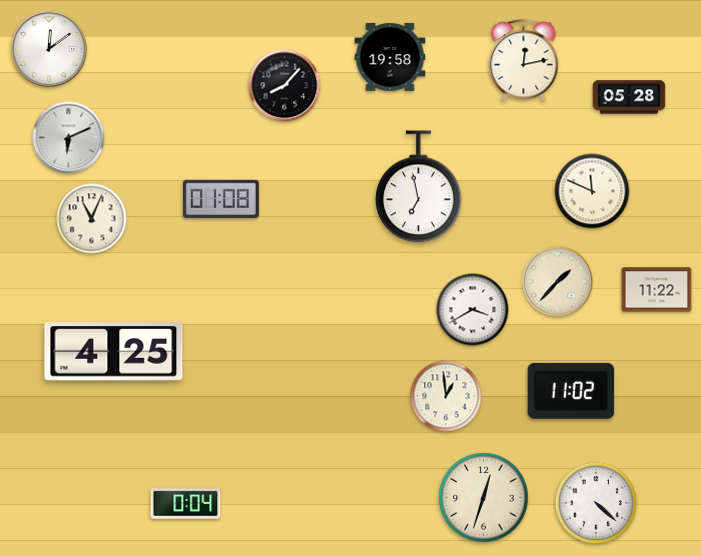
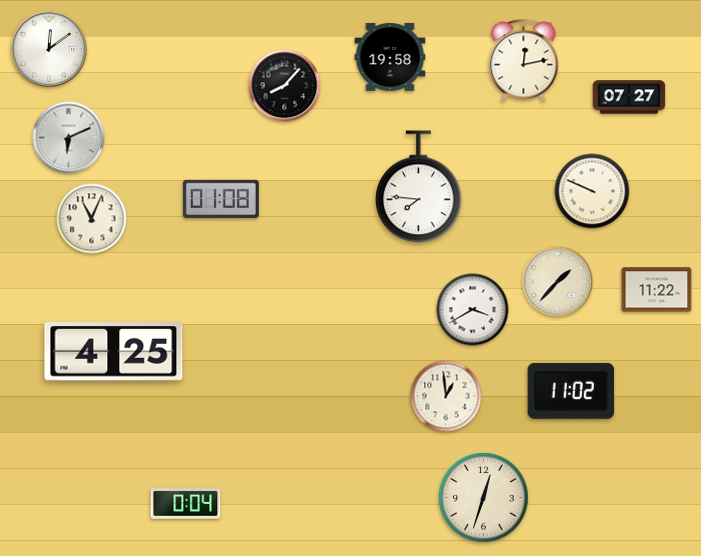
clock at (629, 97): 05:28 -> 07:27
clock at (419, 187): 6:58 -> 7:46
clock at (592, 191): 11:49 -> 9:49
clock at (595, 502): 4:22 -> none
